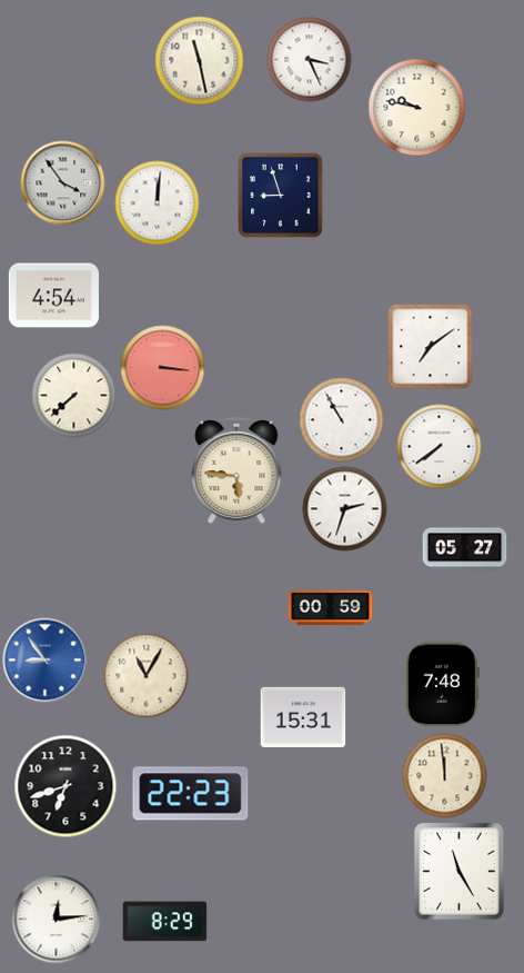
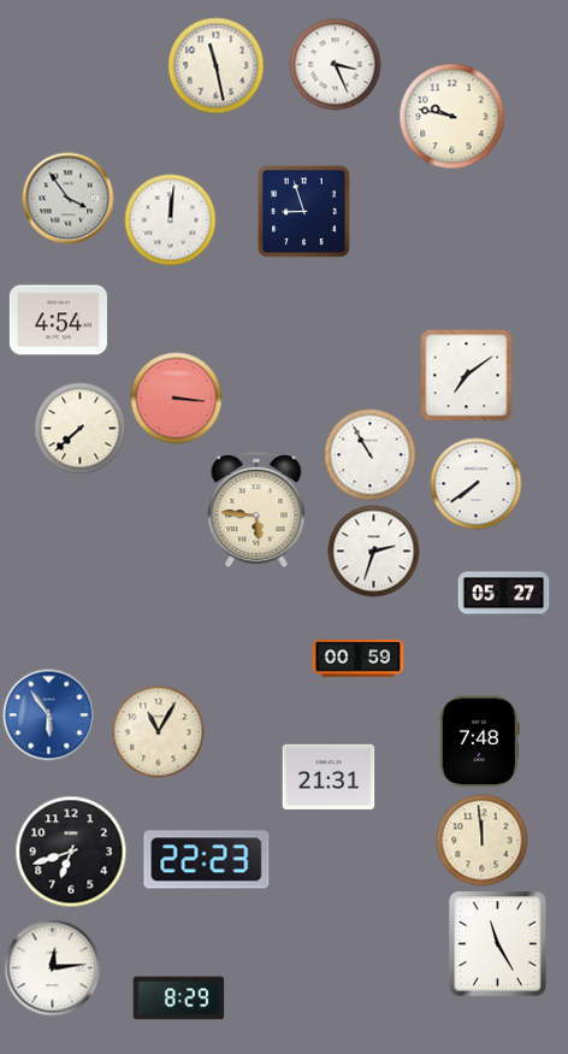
clock at (46, 661): 8:54 -> 5:54
clock at (303, 717): 15:31 -> 21:31
clock at (57, 920) position: (57, 920) -> (53, 968)
